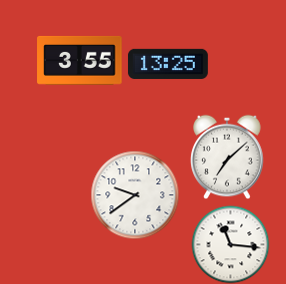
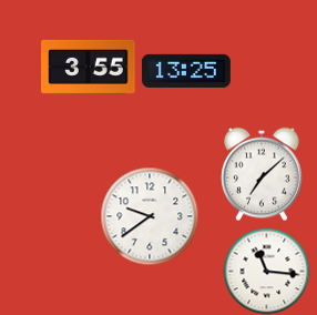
clock at (227, 157) position: (227, 157) -> (262, 174)
clock at (230, 244) position: (230, 244) -> (266, 271)
